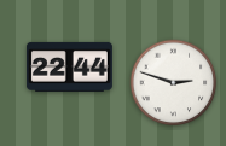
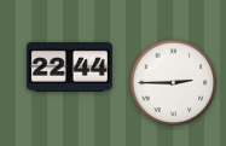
clock at (174, 83): 2:48 -> 2:45
